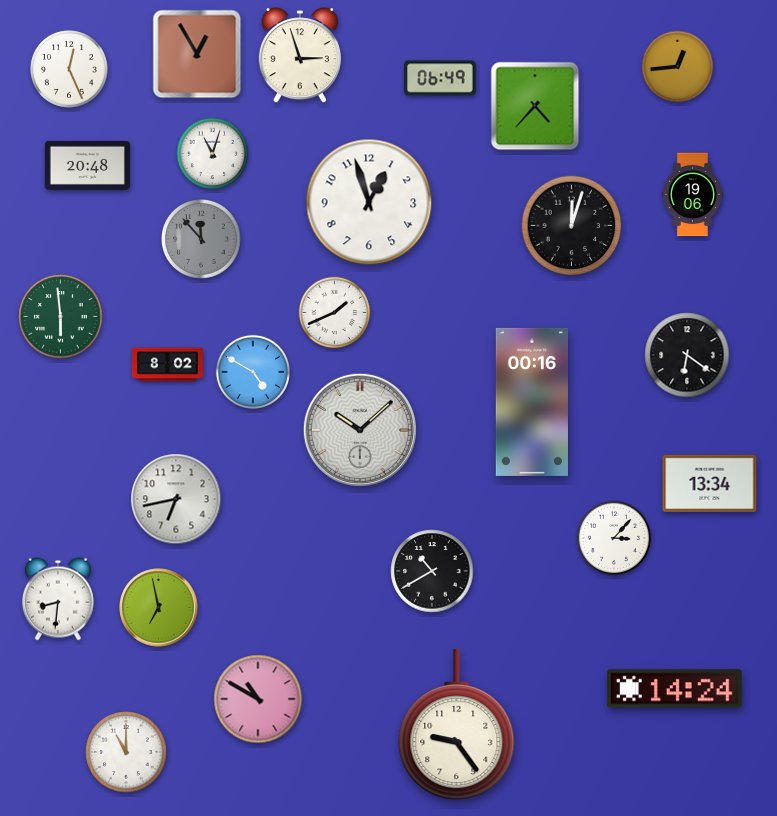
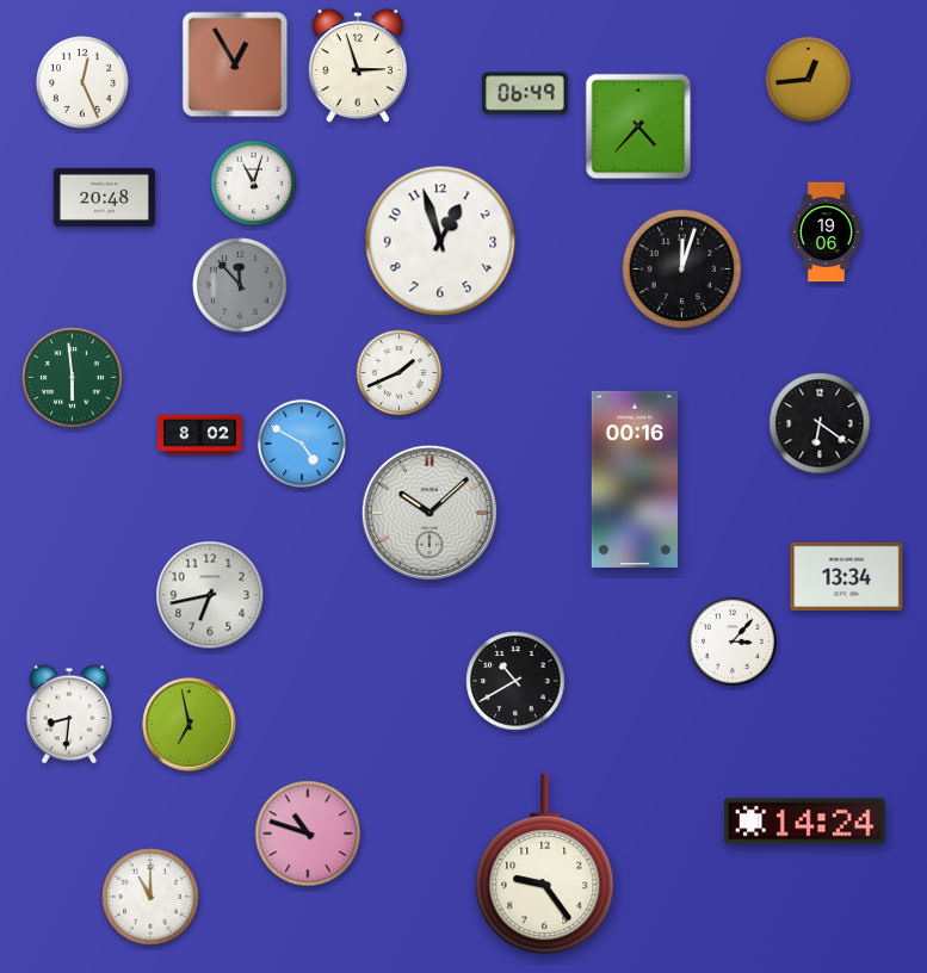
clock at (258, 699): 10:50 -> 10:48
